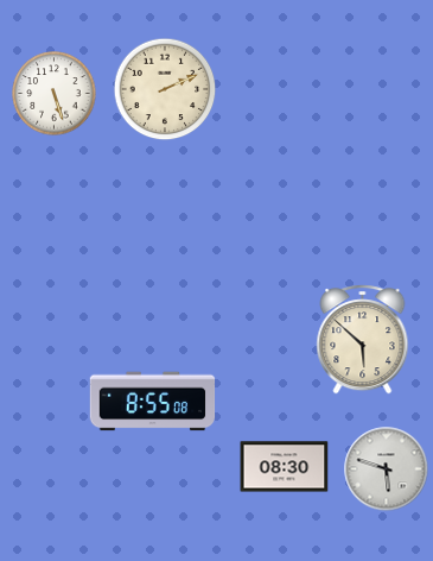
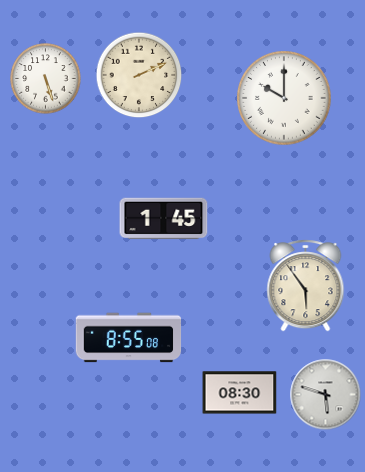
clock at (284, 98): none -> 10:00
clock at (164, 219): none -> 1:45
clock at (363, 340): 5:52 -> 5:54
